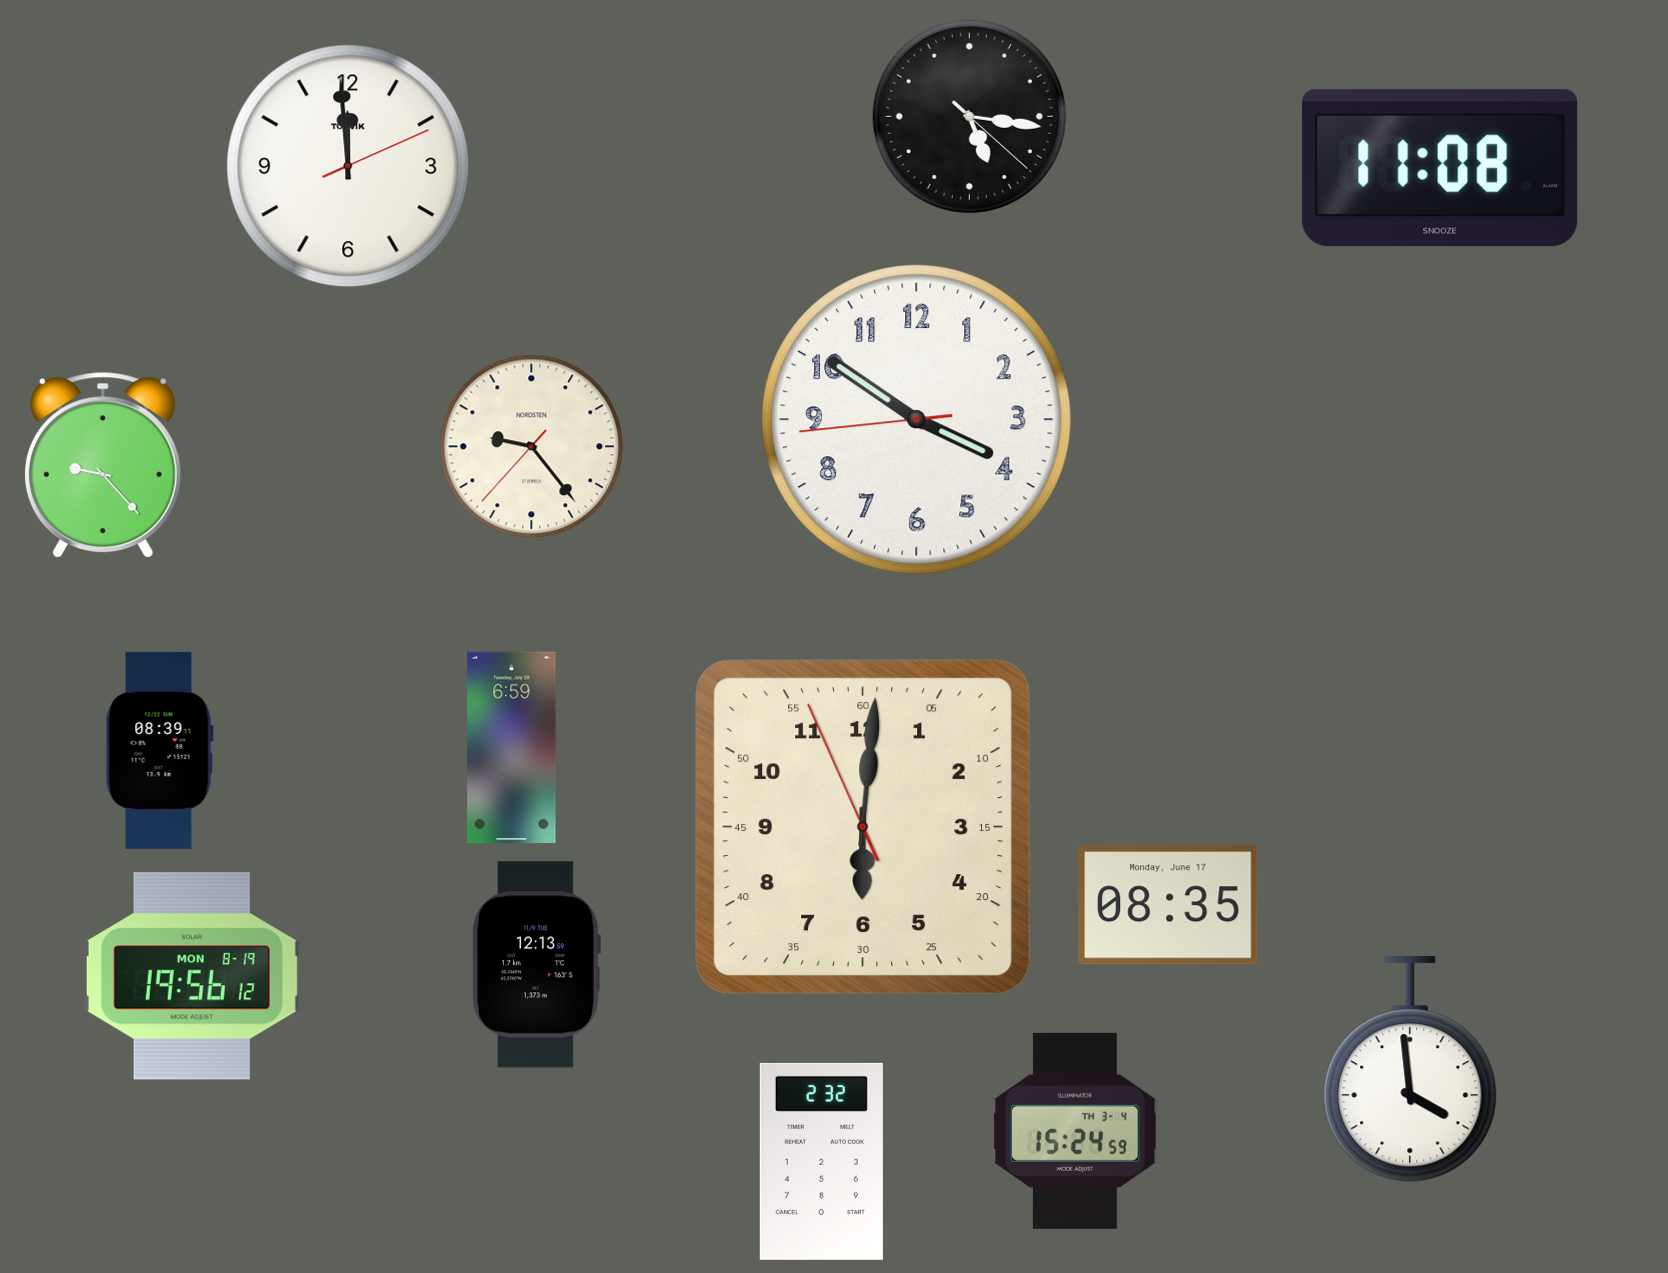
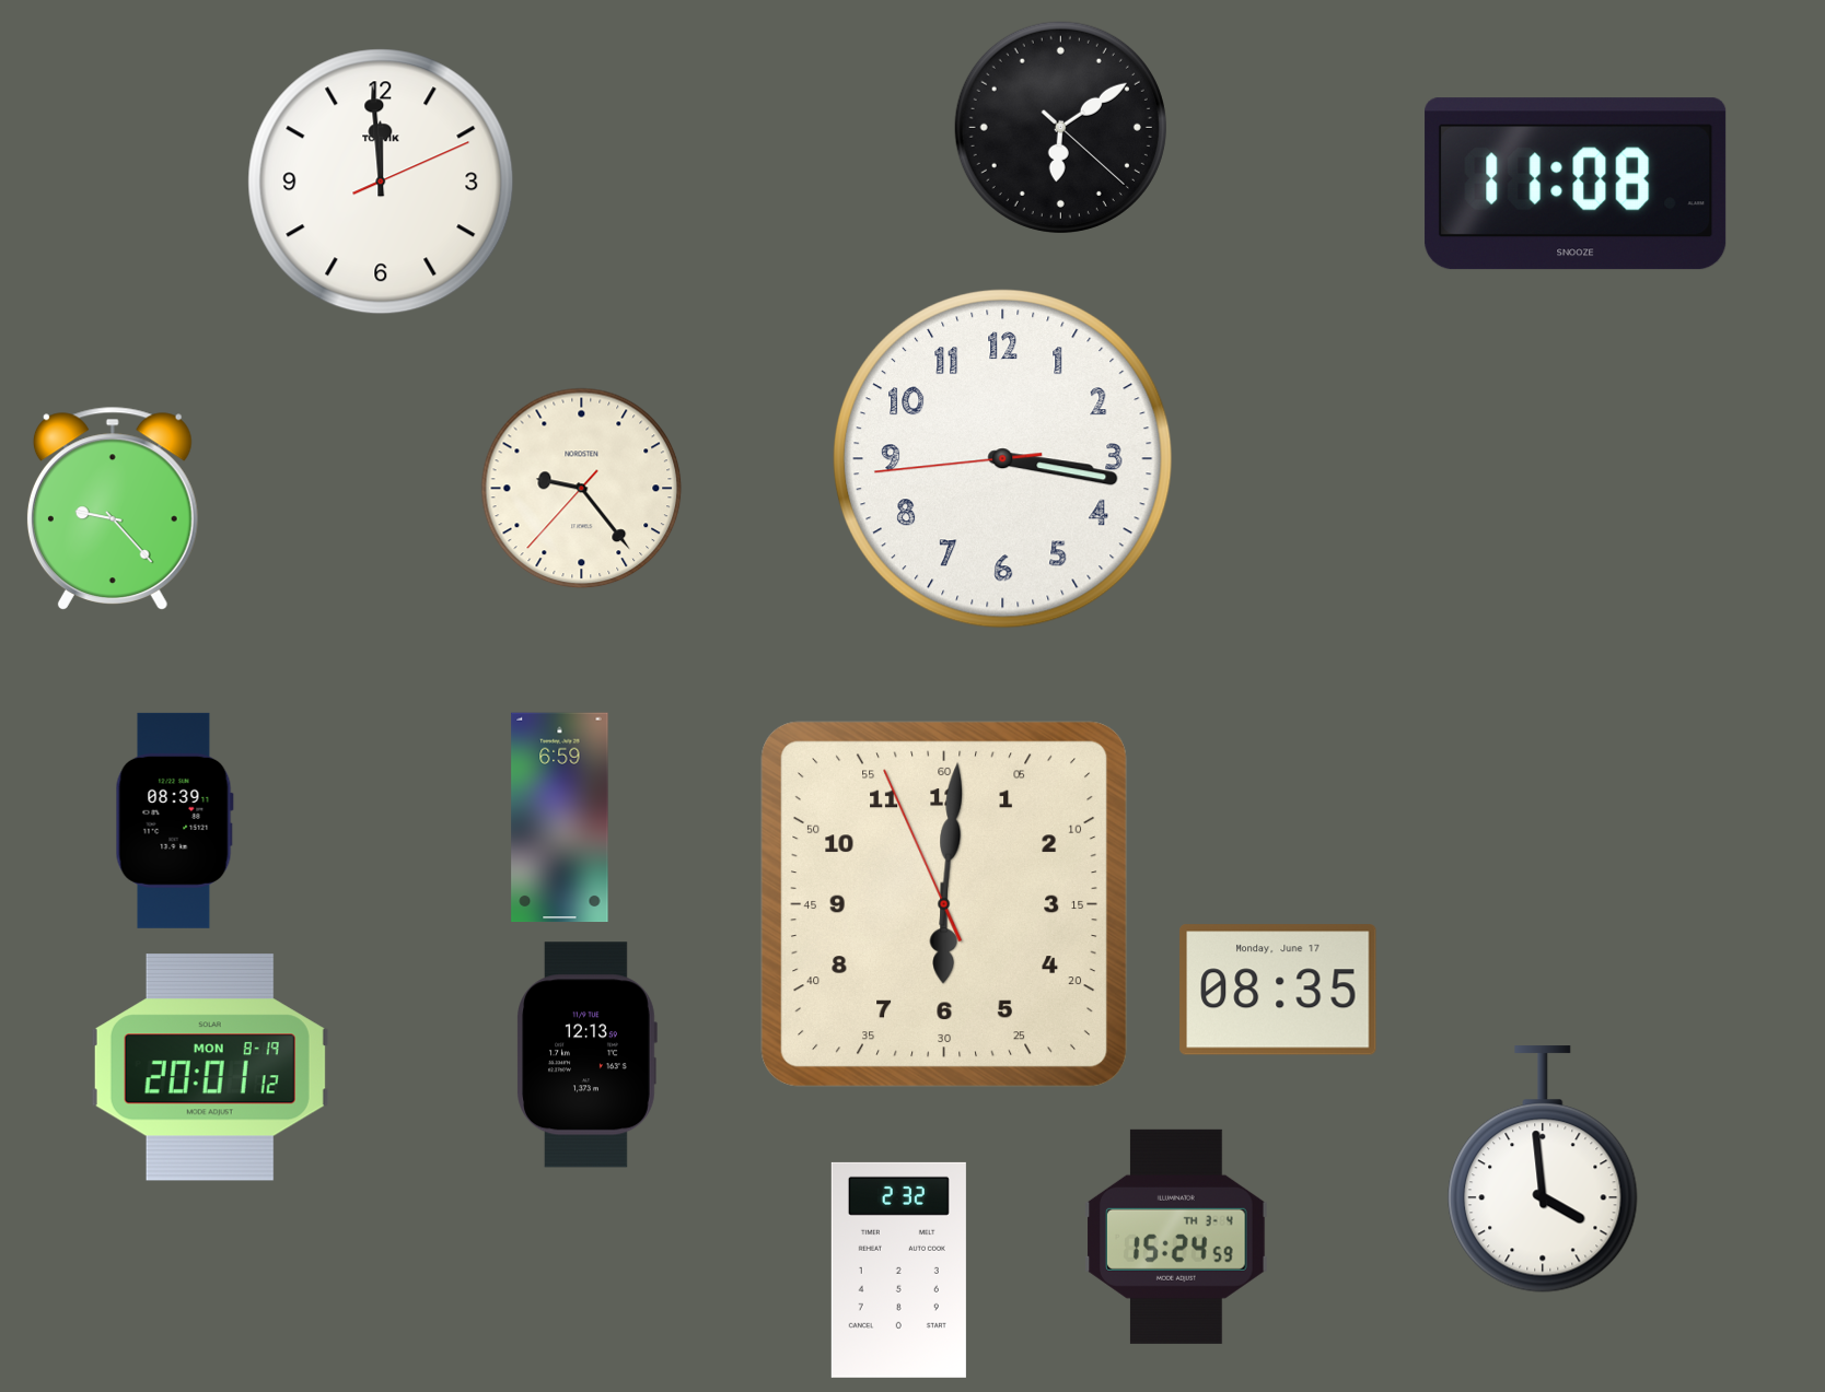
clock at (969, 116): 5:16 -> 6:09
clock at (917, 420): 3:50 -> 3:16
clock at (192, 977): 19:56 -> 20:01
